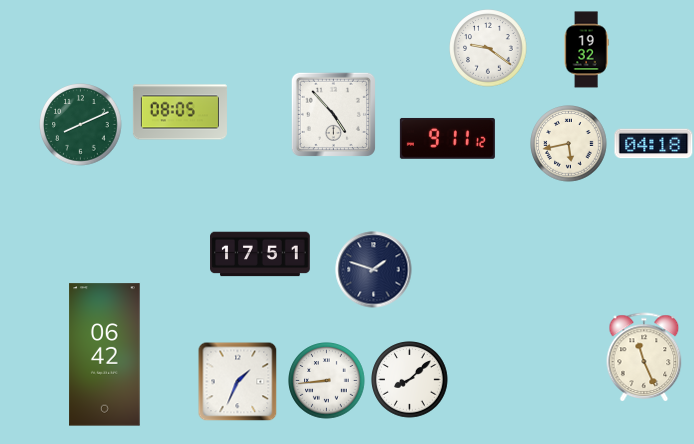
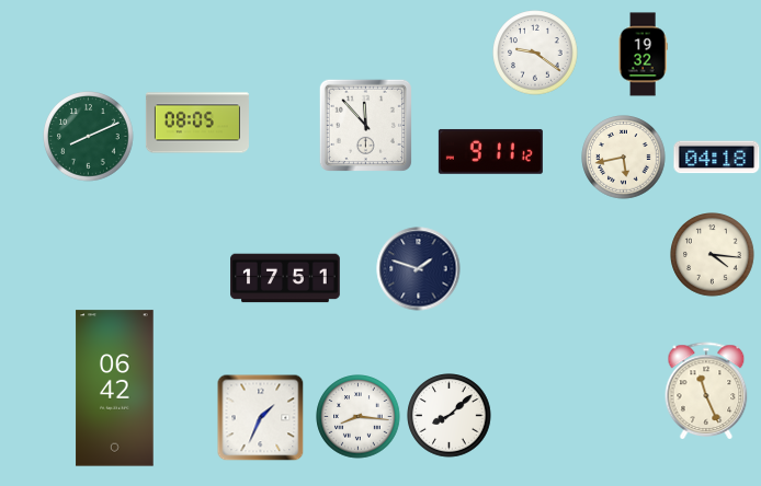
clock at (333, 114): 4:53 -> 11:53
clock at (713, 255): none -> 4:16
clock at (374, 270) position: (374, 270) -> (419, 269)
clock at (327, 381): 8:44 -> 8:16
